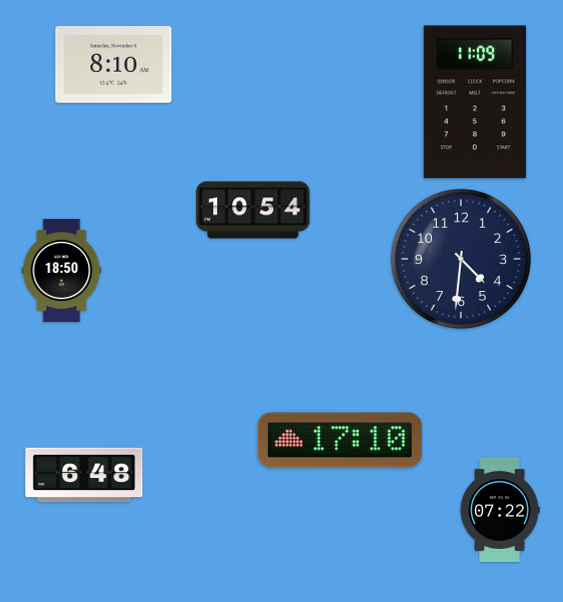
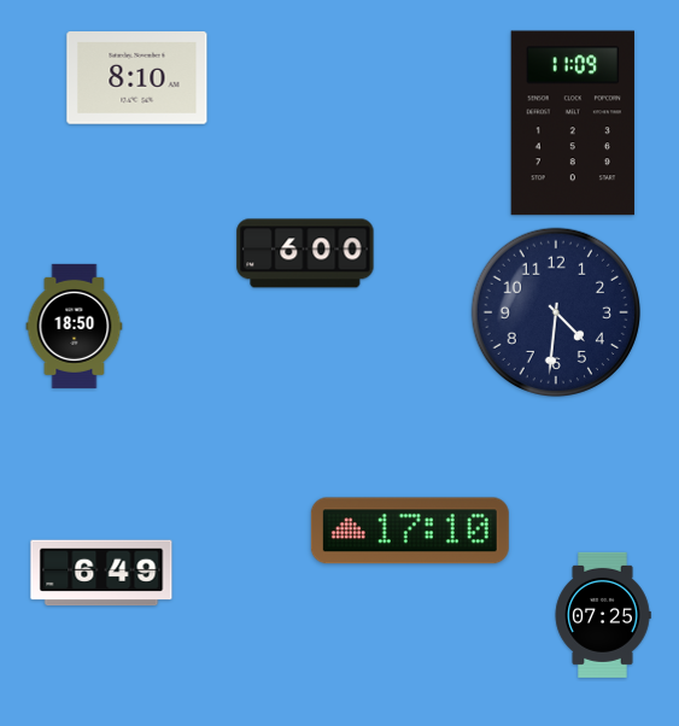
clock at (253, 210): 10:54 -> 6:00
clock at (84, 475): 6:48 -> 6:49
clock at (500, 510): 07:22 -> 07:25
